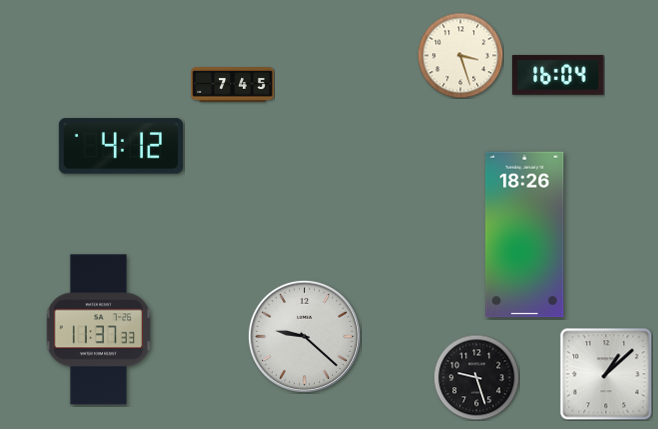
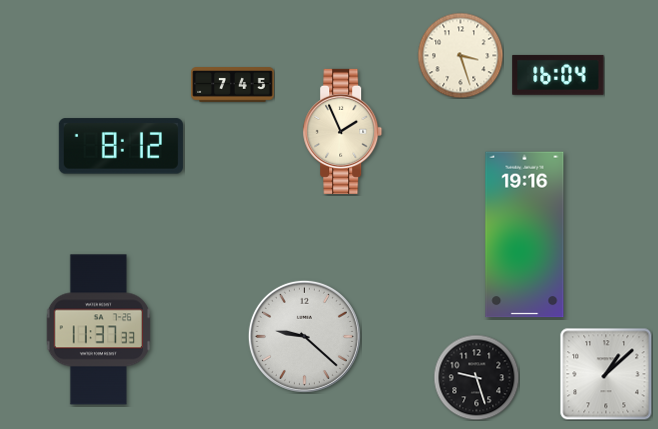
clock at (343, 131): none -> 1:56
clock at (121, 146): 4:12 -> 8:12
clock at (525, 235): 18:26 -> 19:16
